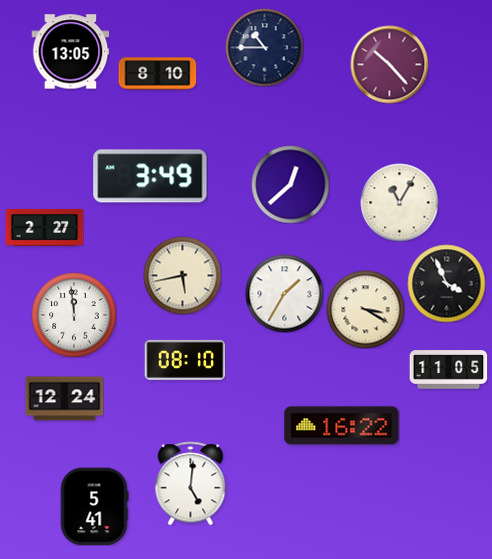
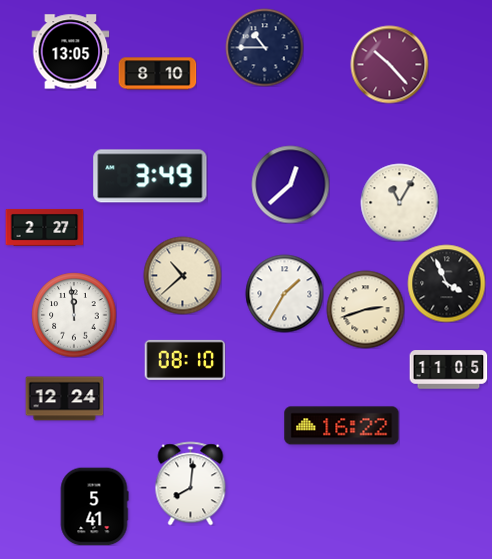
clock at (182, 275): 5:43 -> 10:38
clock at (365, 309): 3:20 -> 2:42
clock at (191, 483): 5:01 -> 8:01
